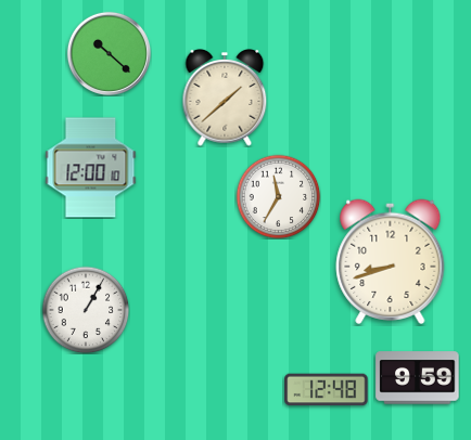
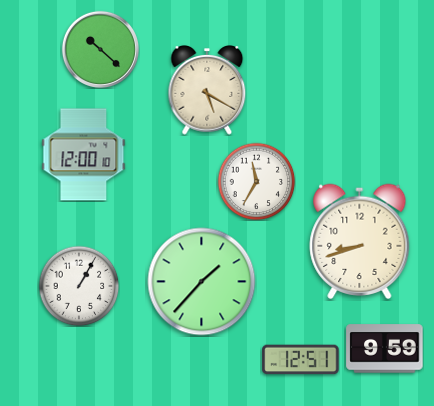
clock at (225, 99): 1:38 -> 5:20
clock at (202, 282): none -> 1:37
clock at (327, 390): 12:48 -> 12:51
